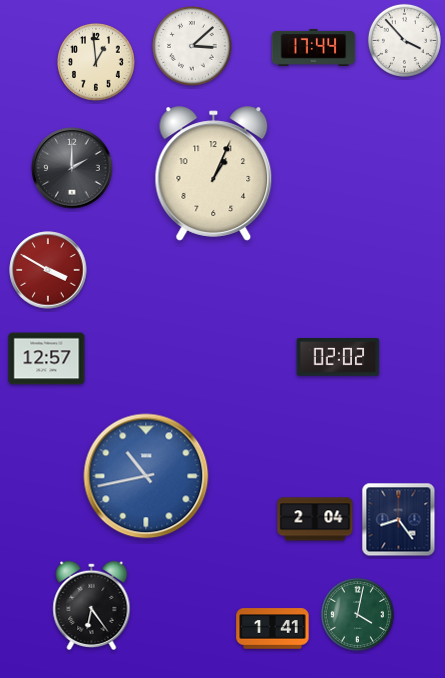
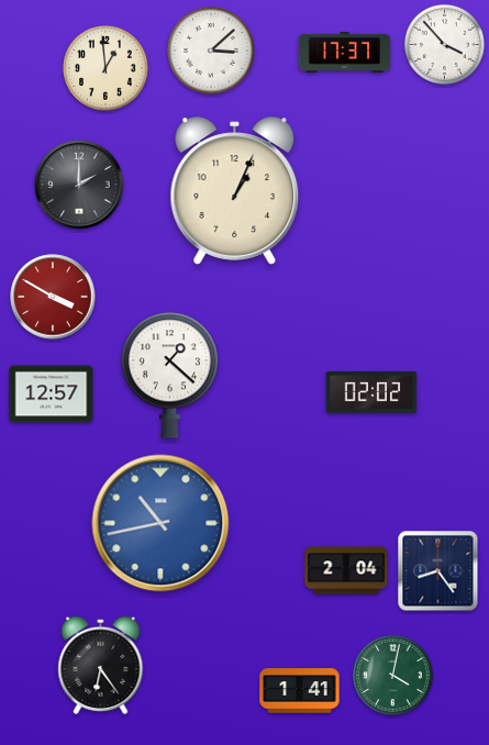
clock at (314, 47): 17:44 -> 17:37
clock at (169, 376): none -> 1:22
